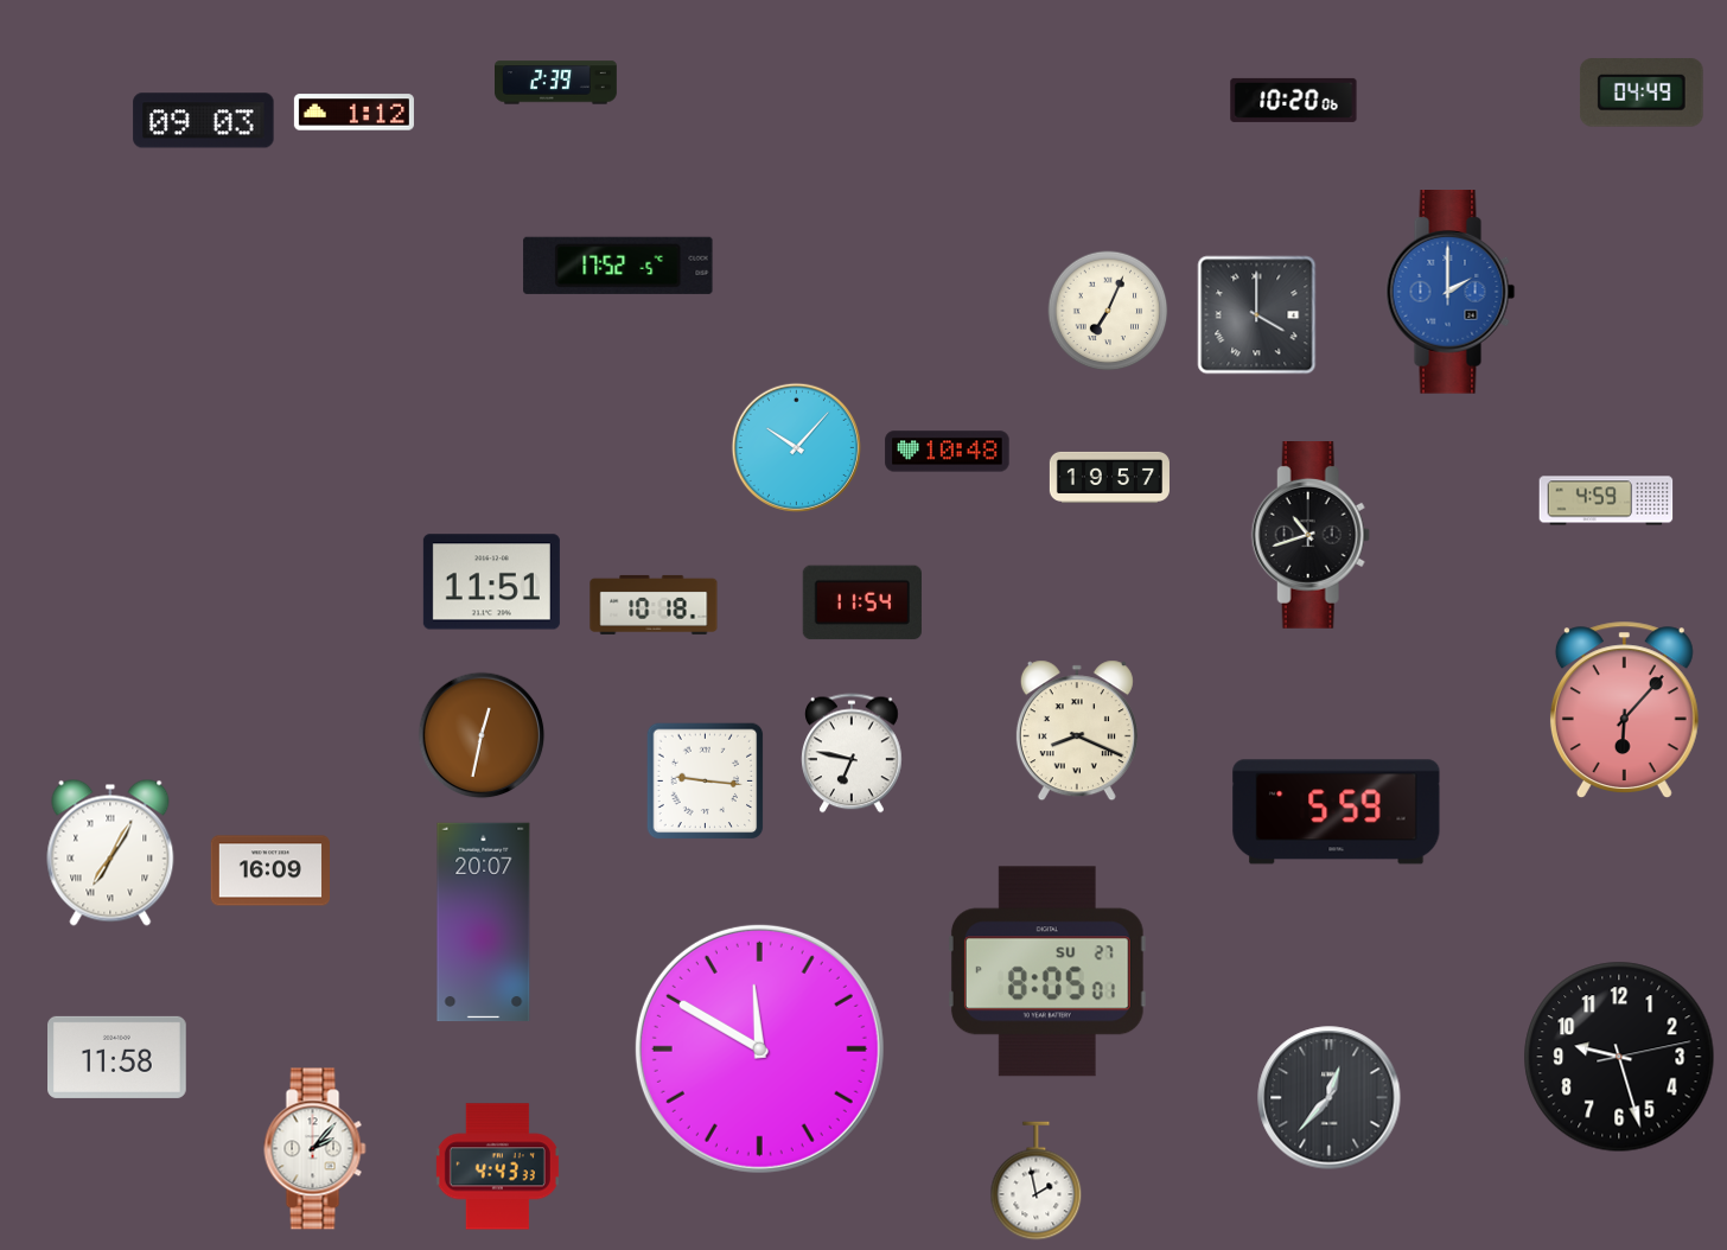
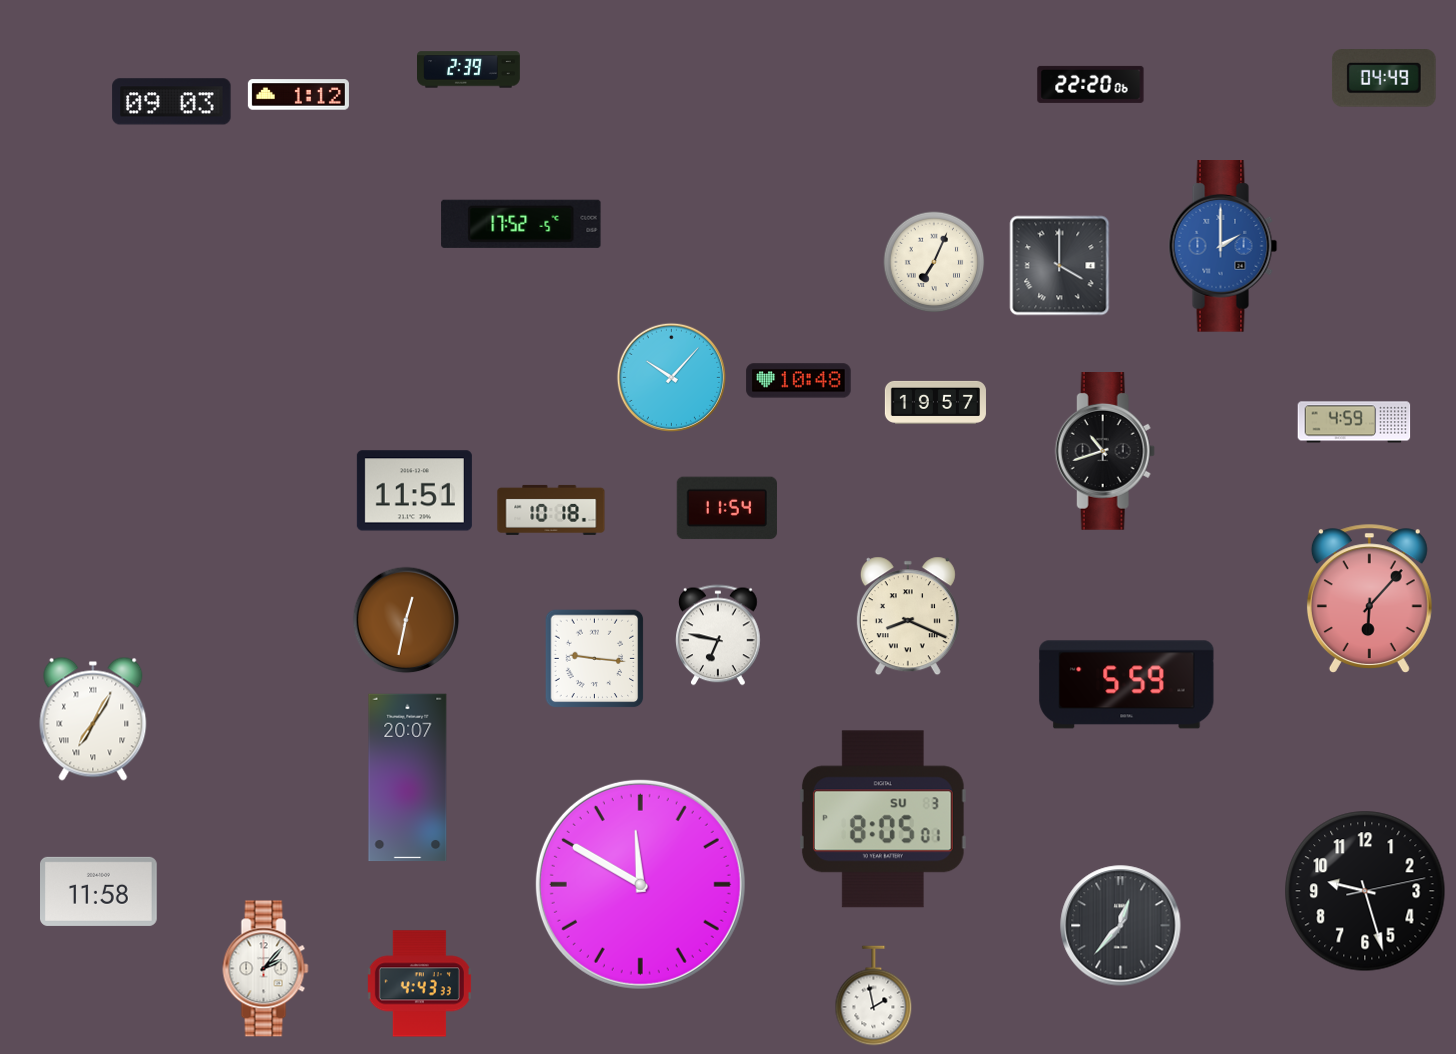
clock at (1294, 100): 10:20 -> 22:20
clock at (269, 870): 16:09 -> none
clock at (1047, 971) date: SU 27 -> SU 3
